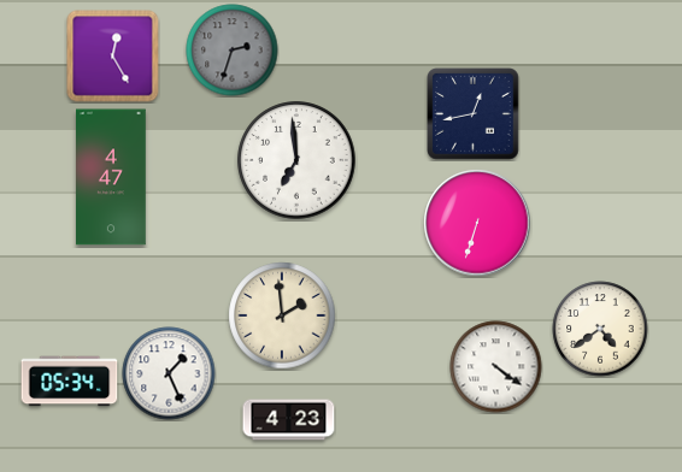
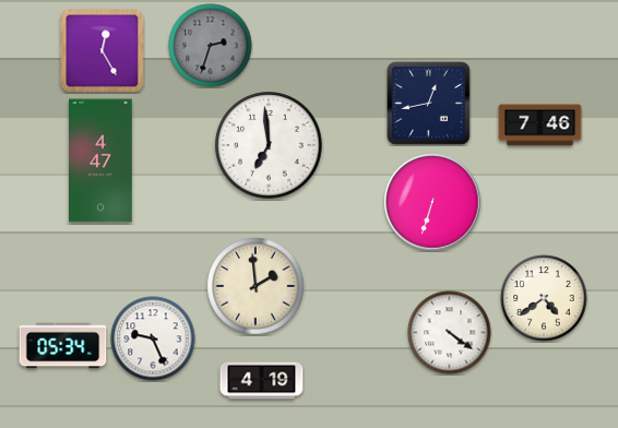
clock at (540, 126): none -> 7:46
clock at (169, 373): 1:26 -> 9:26
clock at (289, 420): 4:23 -> 4:19
